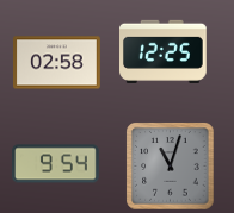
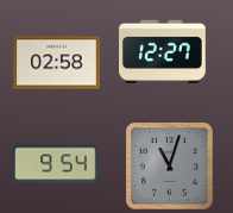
clock at (164, 51): 12:25 -> 12:27
